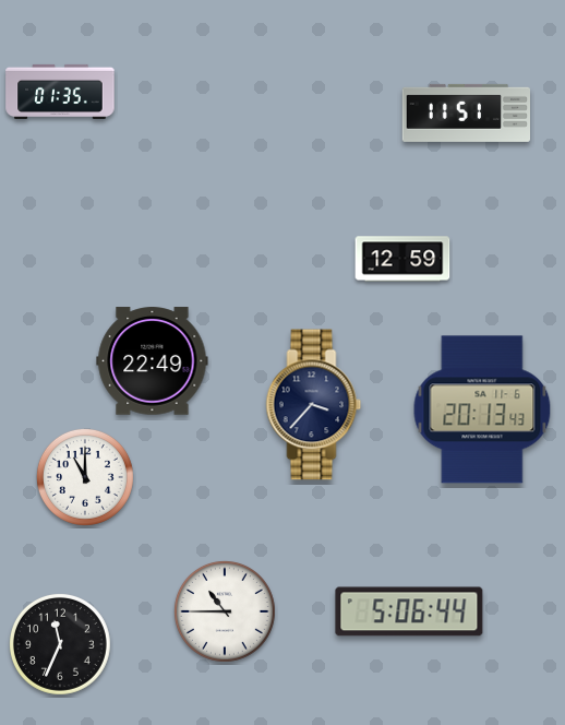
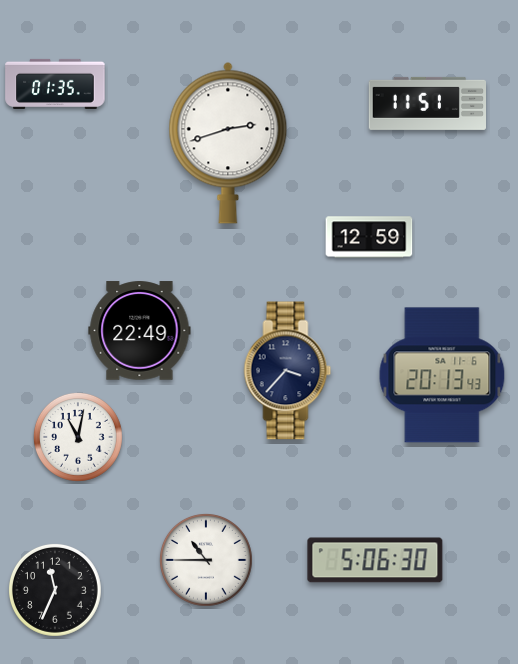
clock at (228, 143): none -> 2:42
clock at (85, 477): 11:00 -> 11:02
clock at (409, 611): 5:06:44 -> 5:06:30
